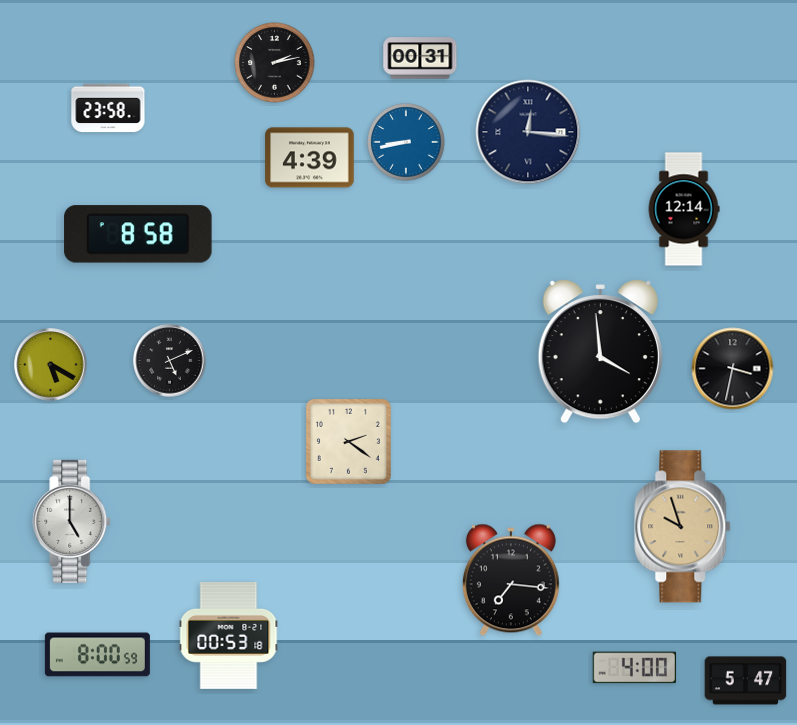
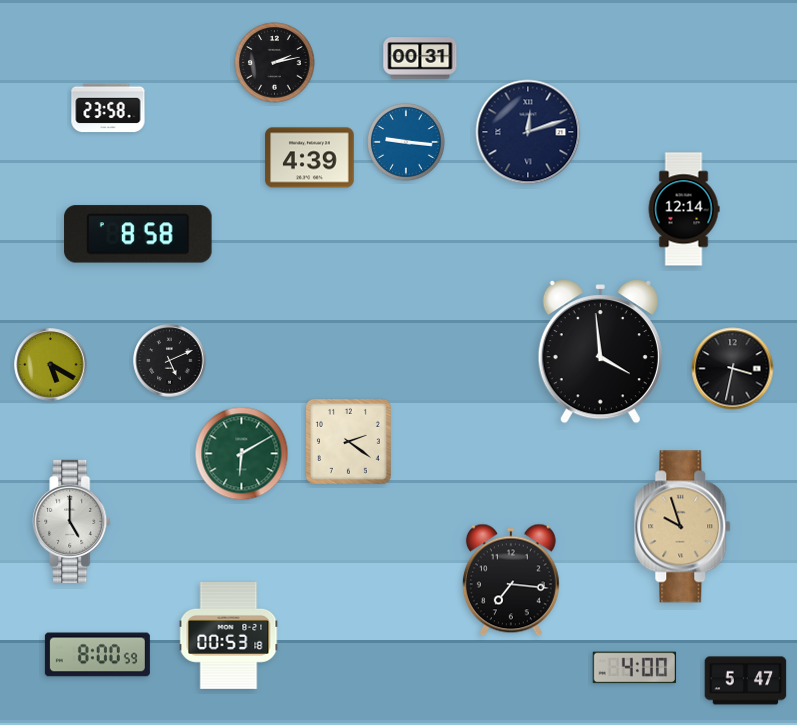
clock at (528, 132): 12:16 -> 12:12
clock at (406, 142): 8:43 -> 9:16
clock at (242, 454): none -> 6:10
